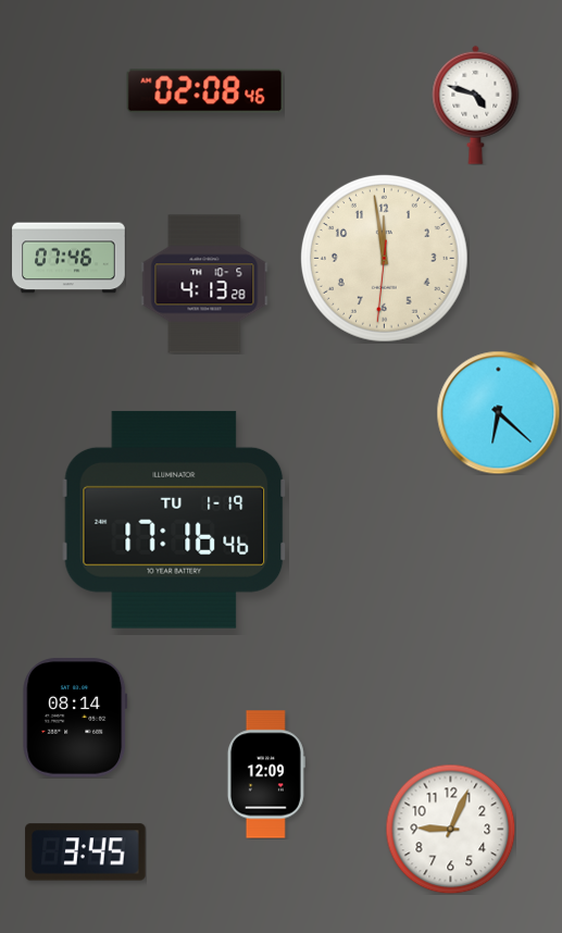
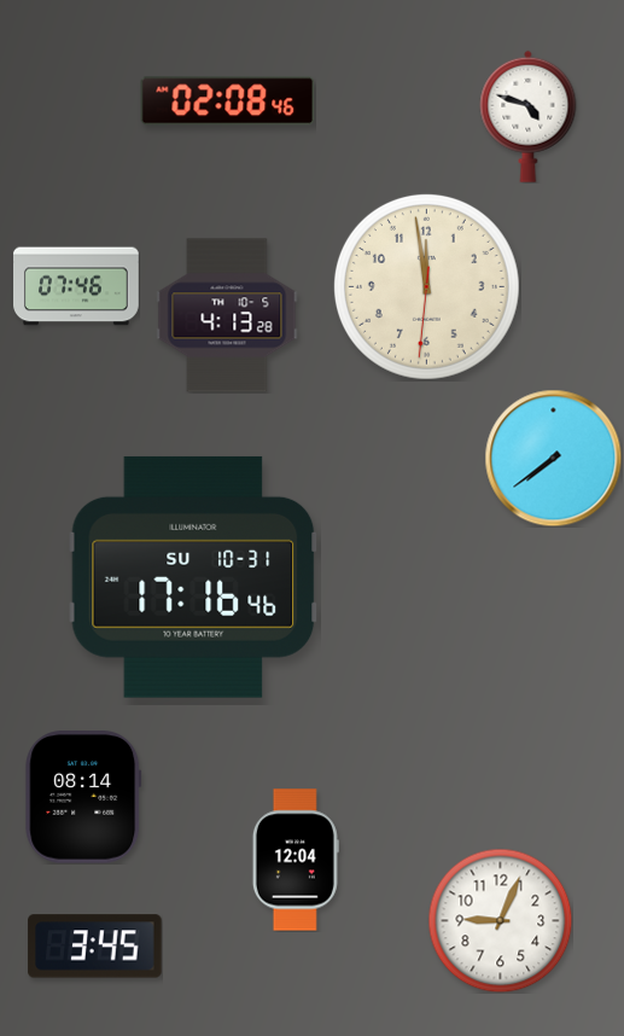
clock at (498, 412): 6:22 -> 7:39
clock at (174, 520) date: TU 1-19 -> SU 10-31
clock at (266, 774): 12:09 -> 12:04
